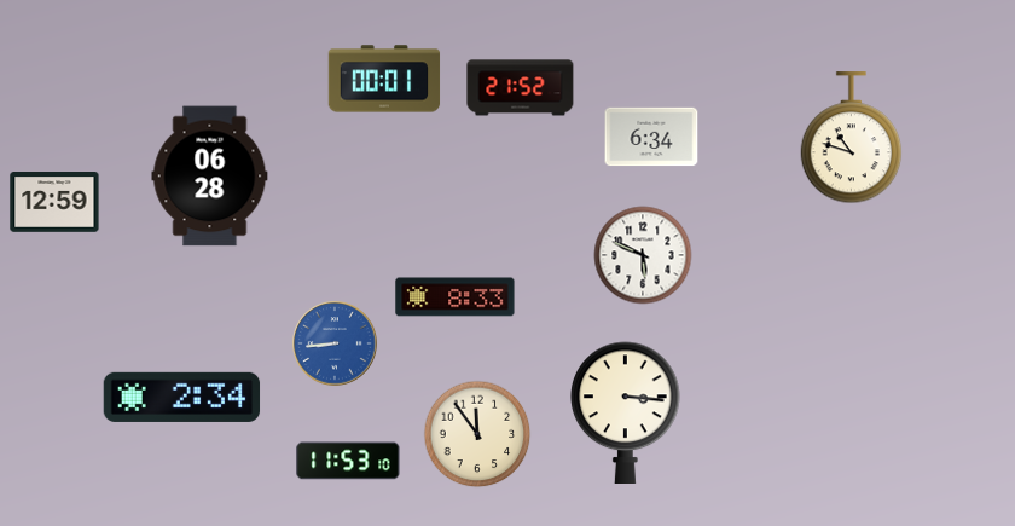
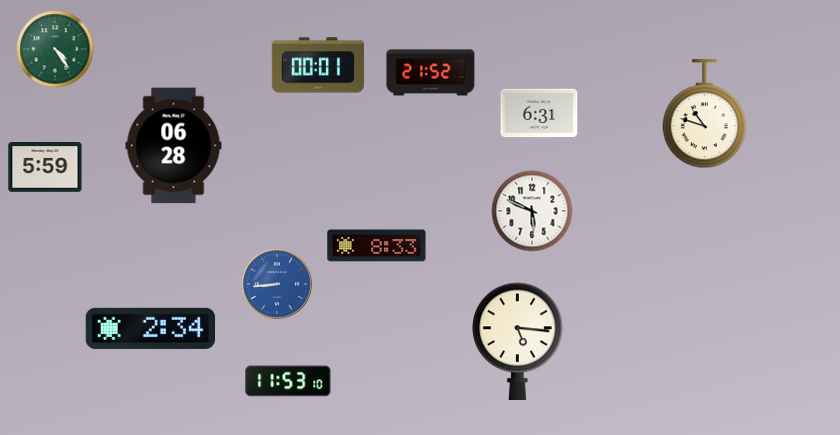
clock at (55, 49): none -> 4:24
clock at (651, 137): 6:34 -> 6:31
clock at (54, 202): 12:59 -> 5:59
clock at (626, 412): 3:16 -> 5:16
clock at (477, 434): 11:54 -> none
